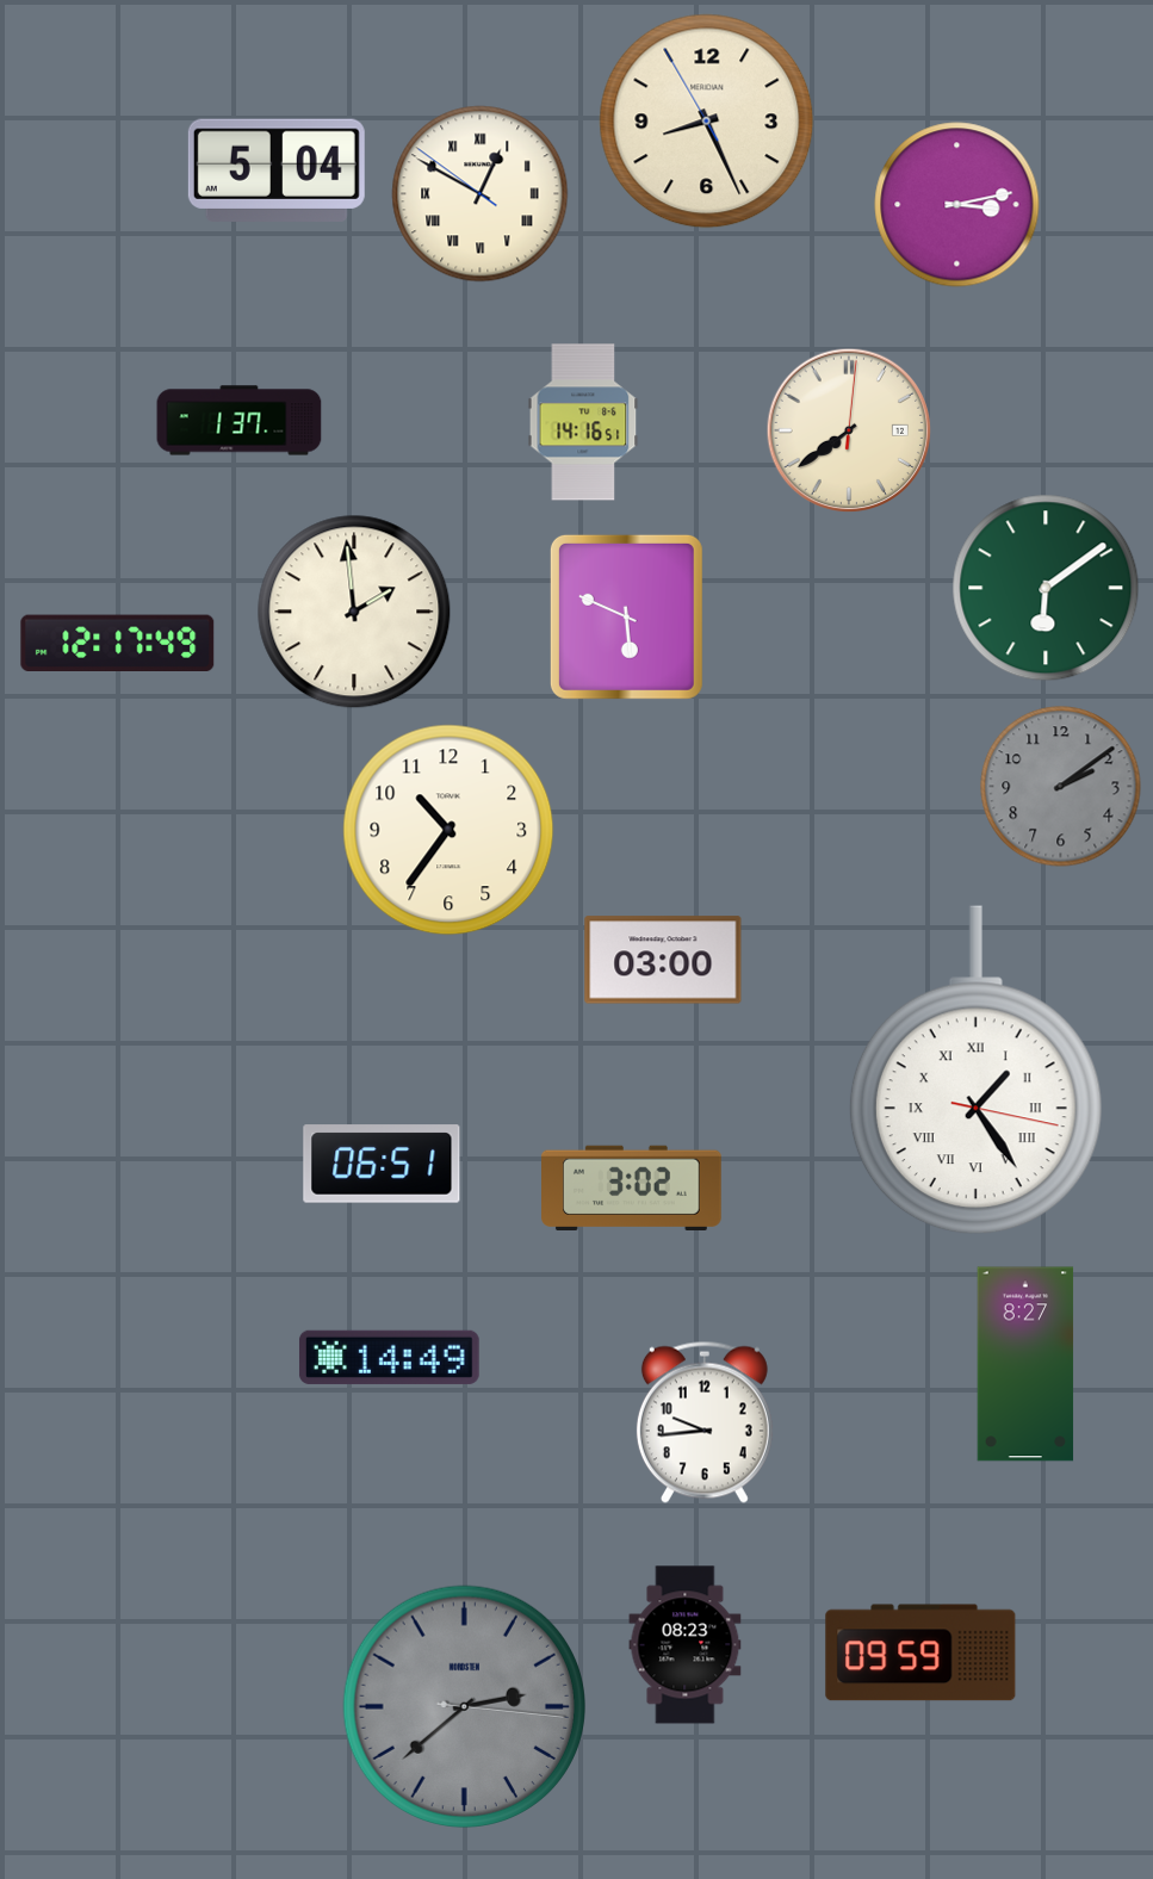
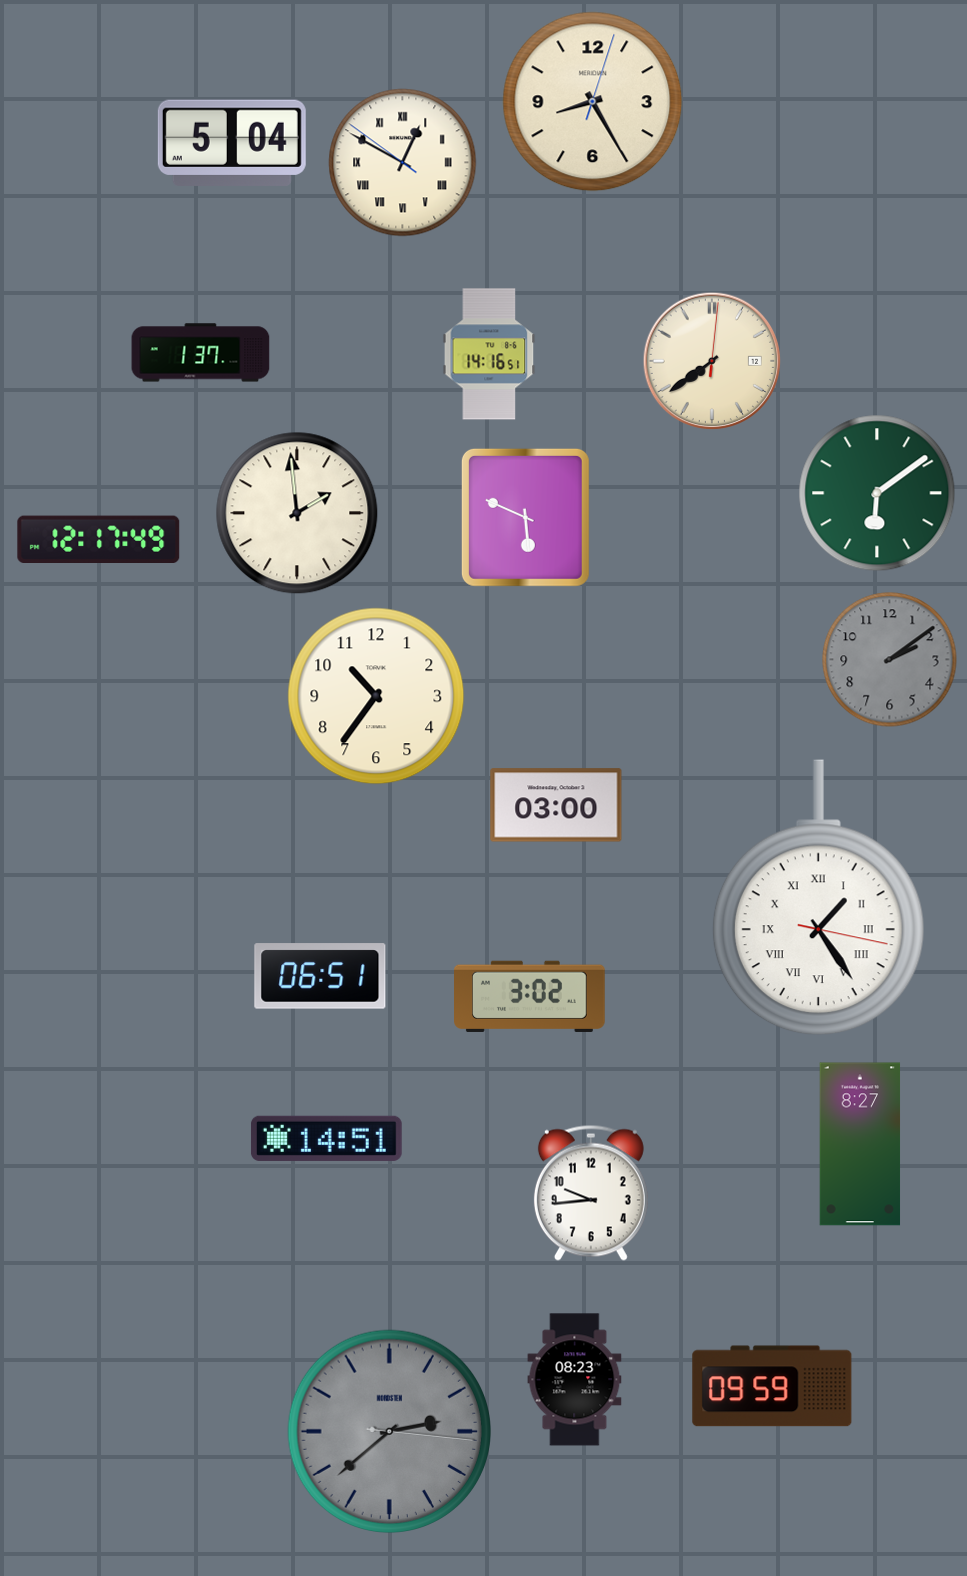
clock at (707, 122): 8:25:55 -> 8:25:03
clock at (957, 205): 3:13 -> none
clock at (389, 1357): 14:49 -> 14:51
